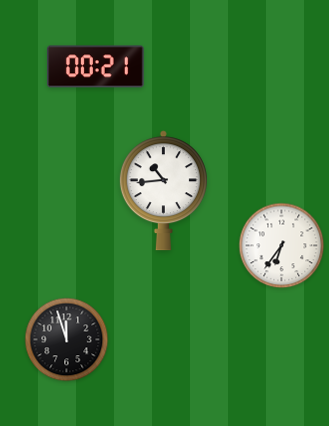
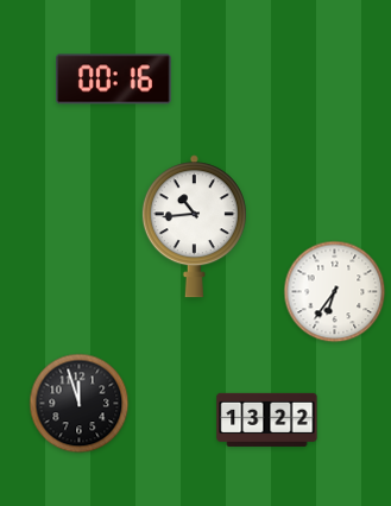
clock at (96, 67): 00:21 -> 00:16
clock at (267, 419): none -> 13:22
